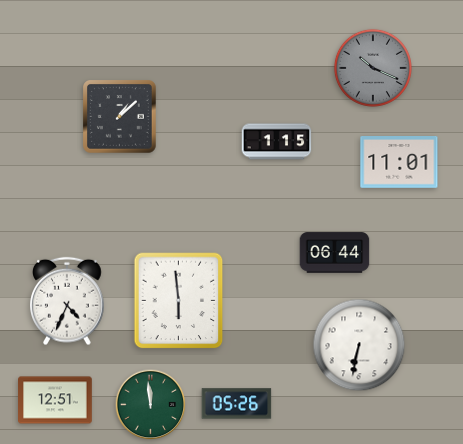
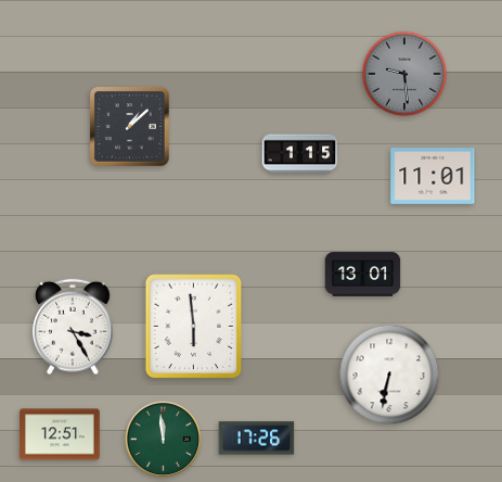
clock at (373, 68): 10:19 -> 9:29
clock at (335, 253): 06:44 -> 13:01
clock at (68, 301): 4:34 -> 3:25
clock at (237, 404): 05:26 -> 17:26
